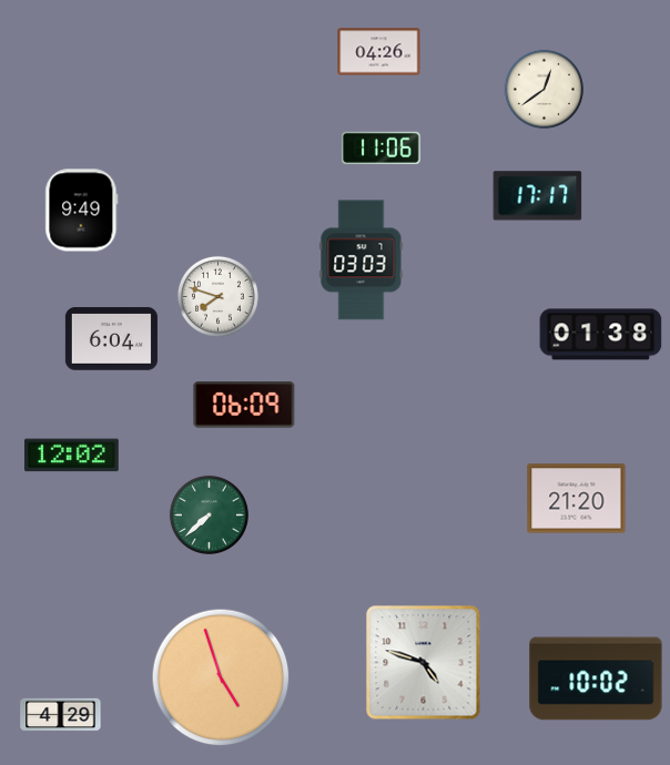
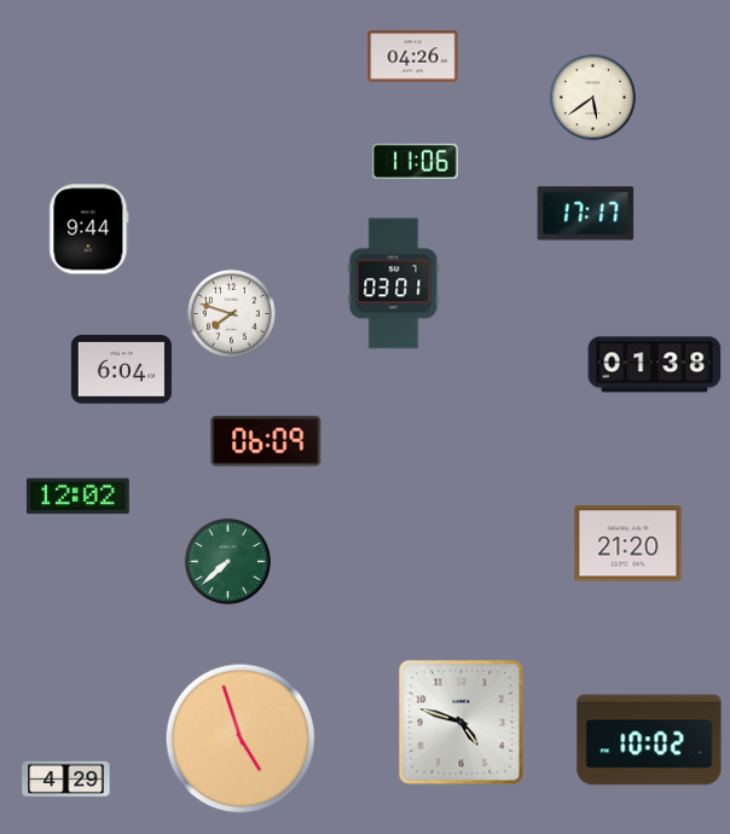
clock at (544, 89): 12:39 -> 5:39
clock at (82, 211): 9:49 -> 9:44
clock at (362, 261): 03:03 -> 03:01
clock at (217, 296) position: (217, 296) -> (231, 313)
